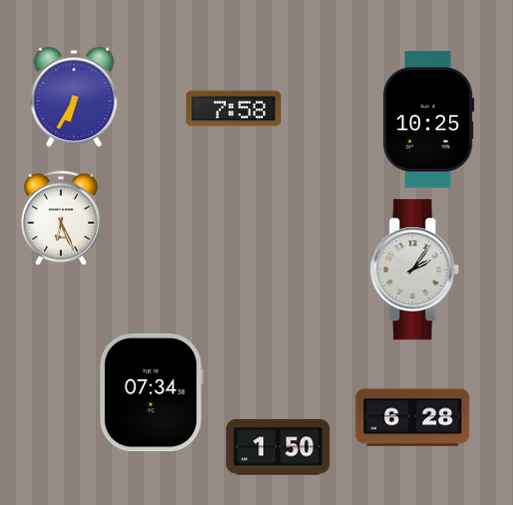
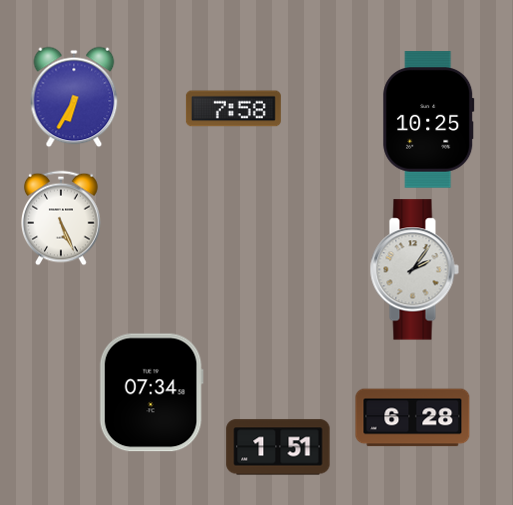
clock at (62, 218): 6:26 -> 5:26
clock at (278, 447): 1:50 -> 1:51
